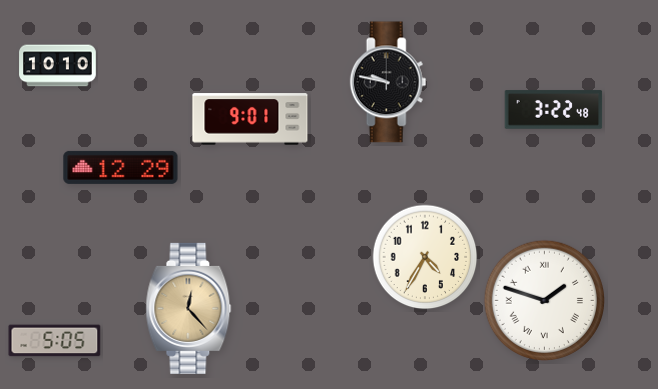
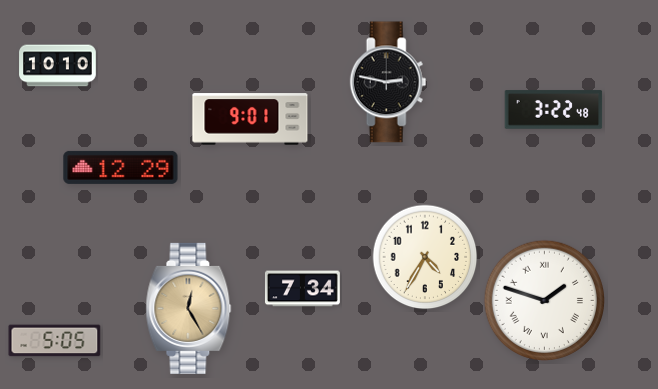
clock at (388, 82): 9:47 -> 2:47
clock at (302, 289): none -> 7:34
clock at (189, 308): 12:23 -> 12:25
